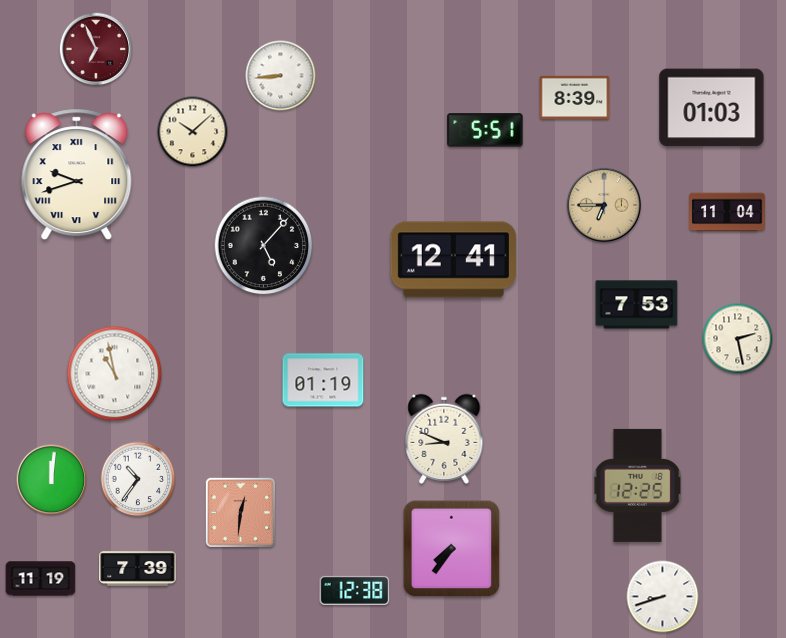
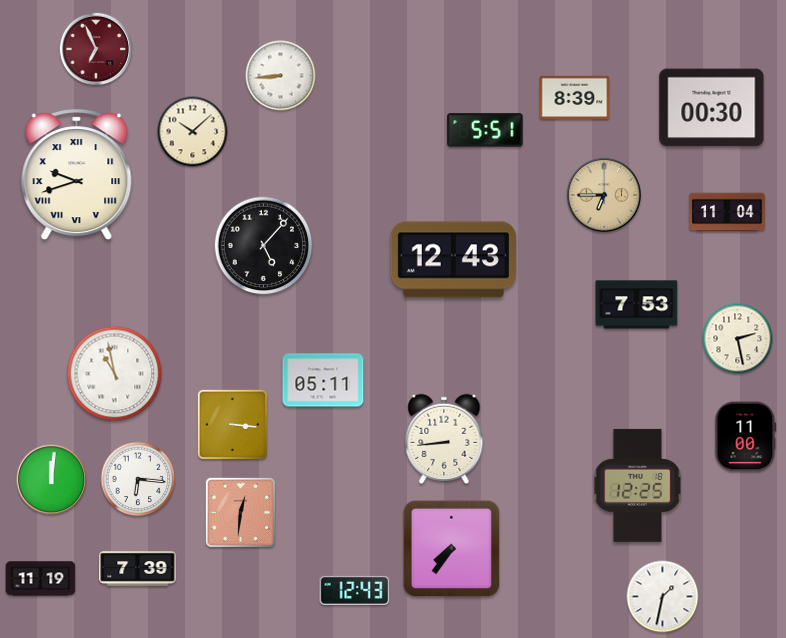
clock at (712, 108): 01:03 -> 00:30
clock at (604, 205) position: (604, 205) -> (604, 195)
clock at (453, 260): 12:41 -> 12:43
clock at (323, 380): 01:19 -> 05:11
clock at (232, 424): none -> 3:16
clock at (746, 437): none -> 11:00
clock at (444, 439): 8:49 -> 8:44
clock at (138, 479): 10:36 -> 6:16
clock at (355, 590): 12:38 -> 12:43
clock at (663, 597): 8:42 -> 1:32
